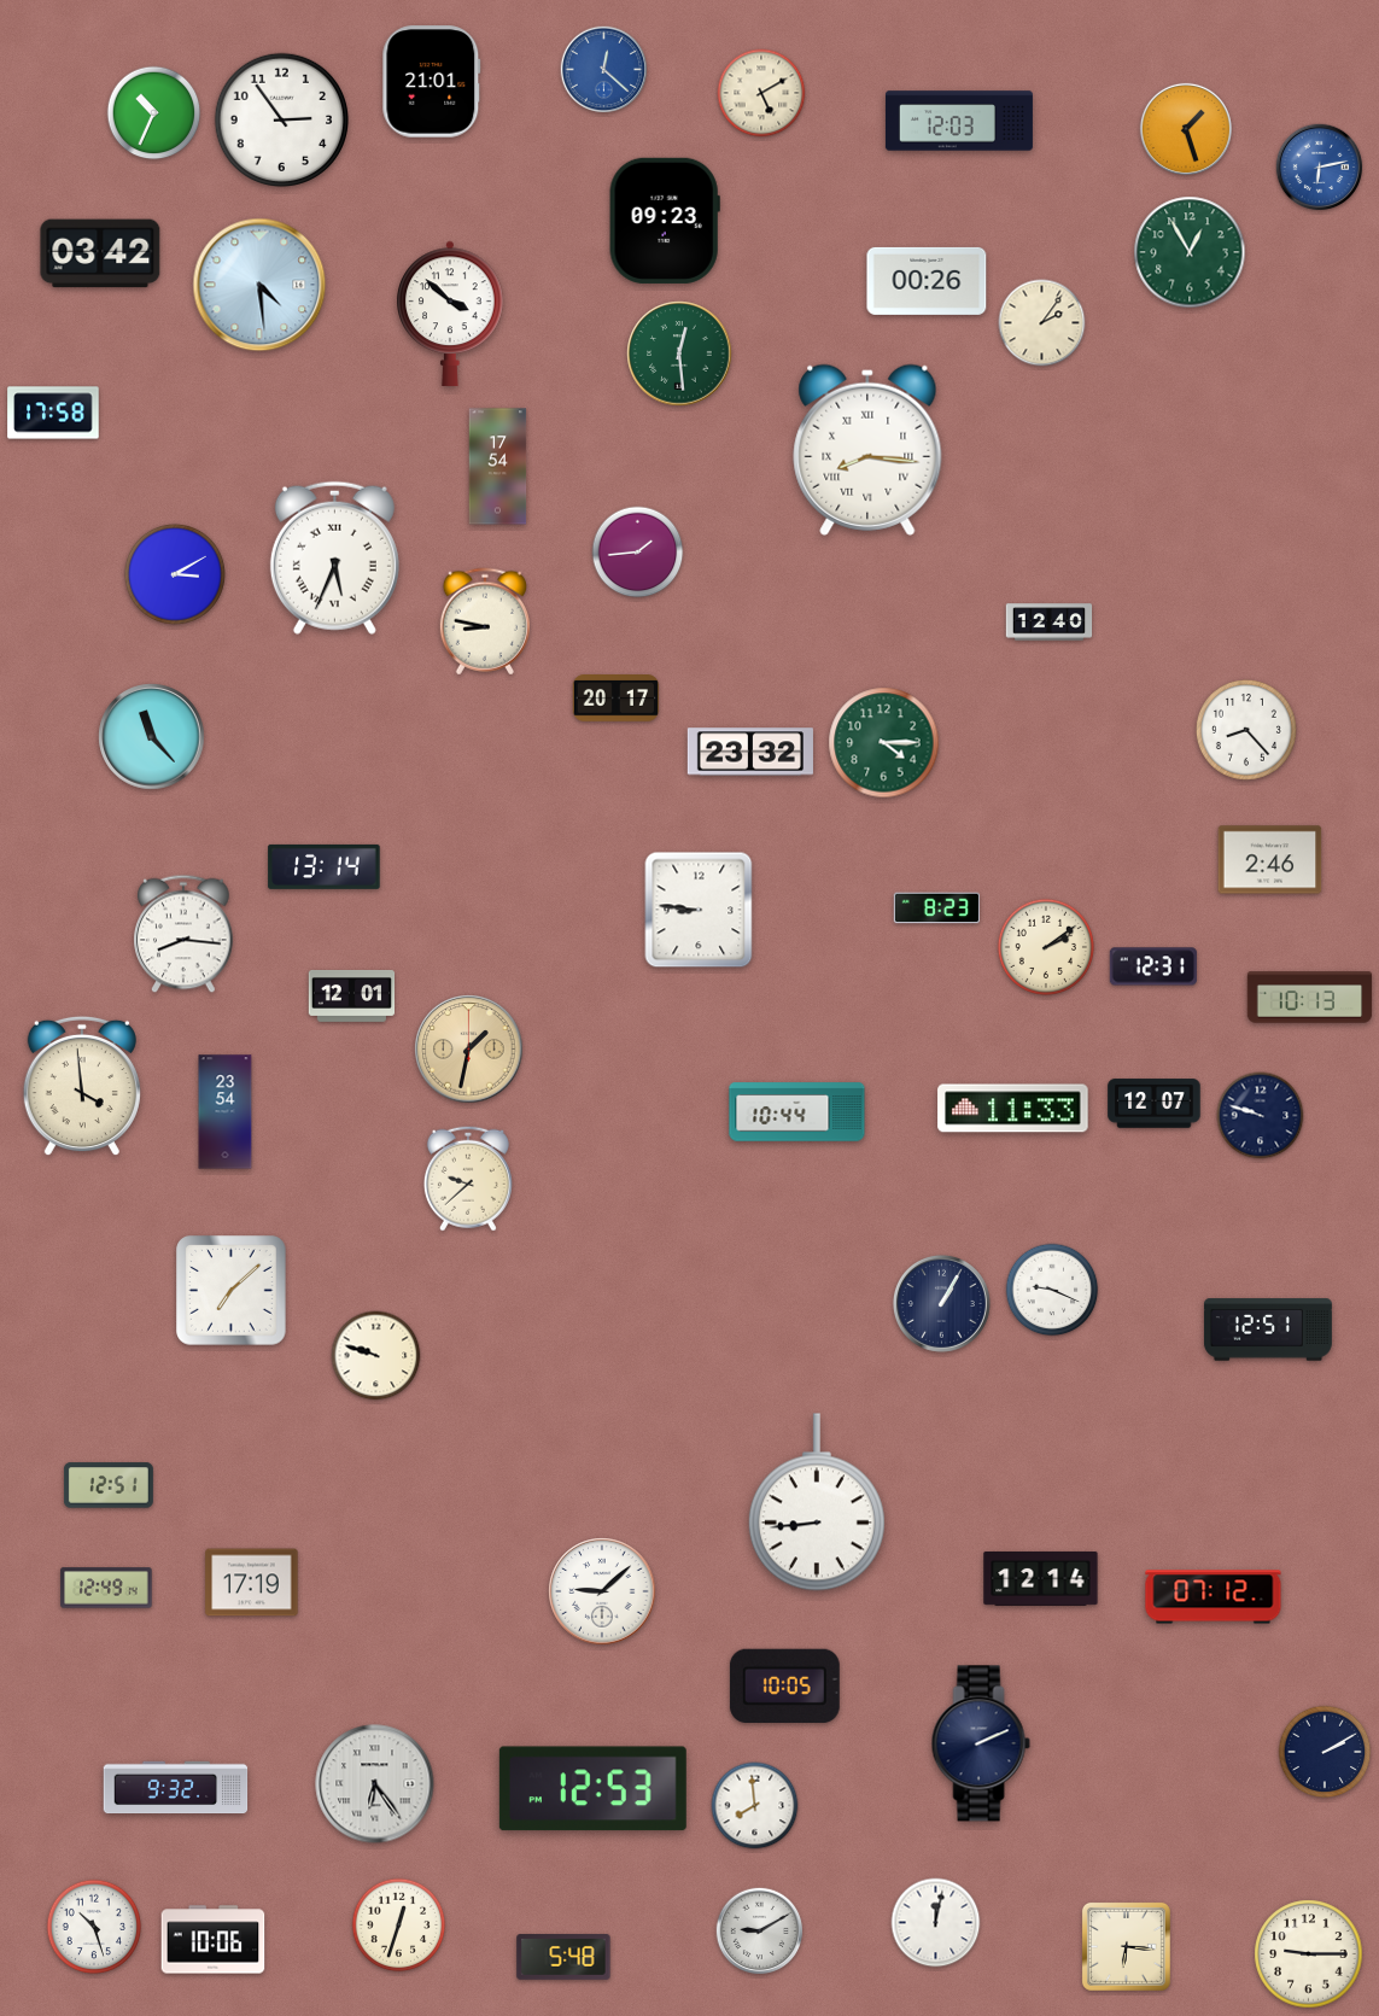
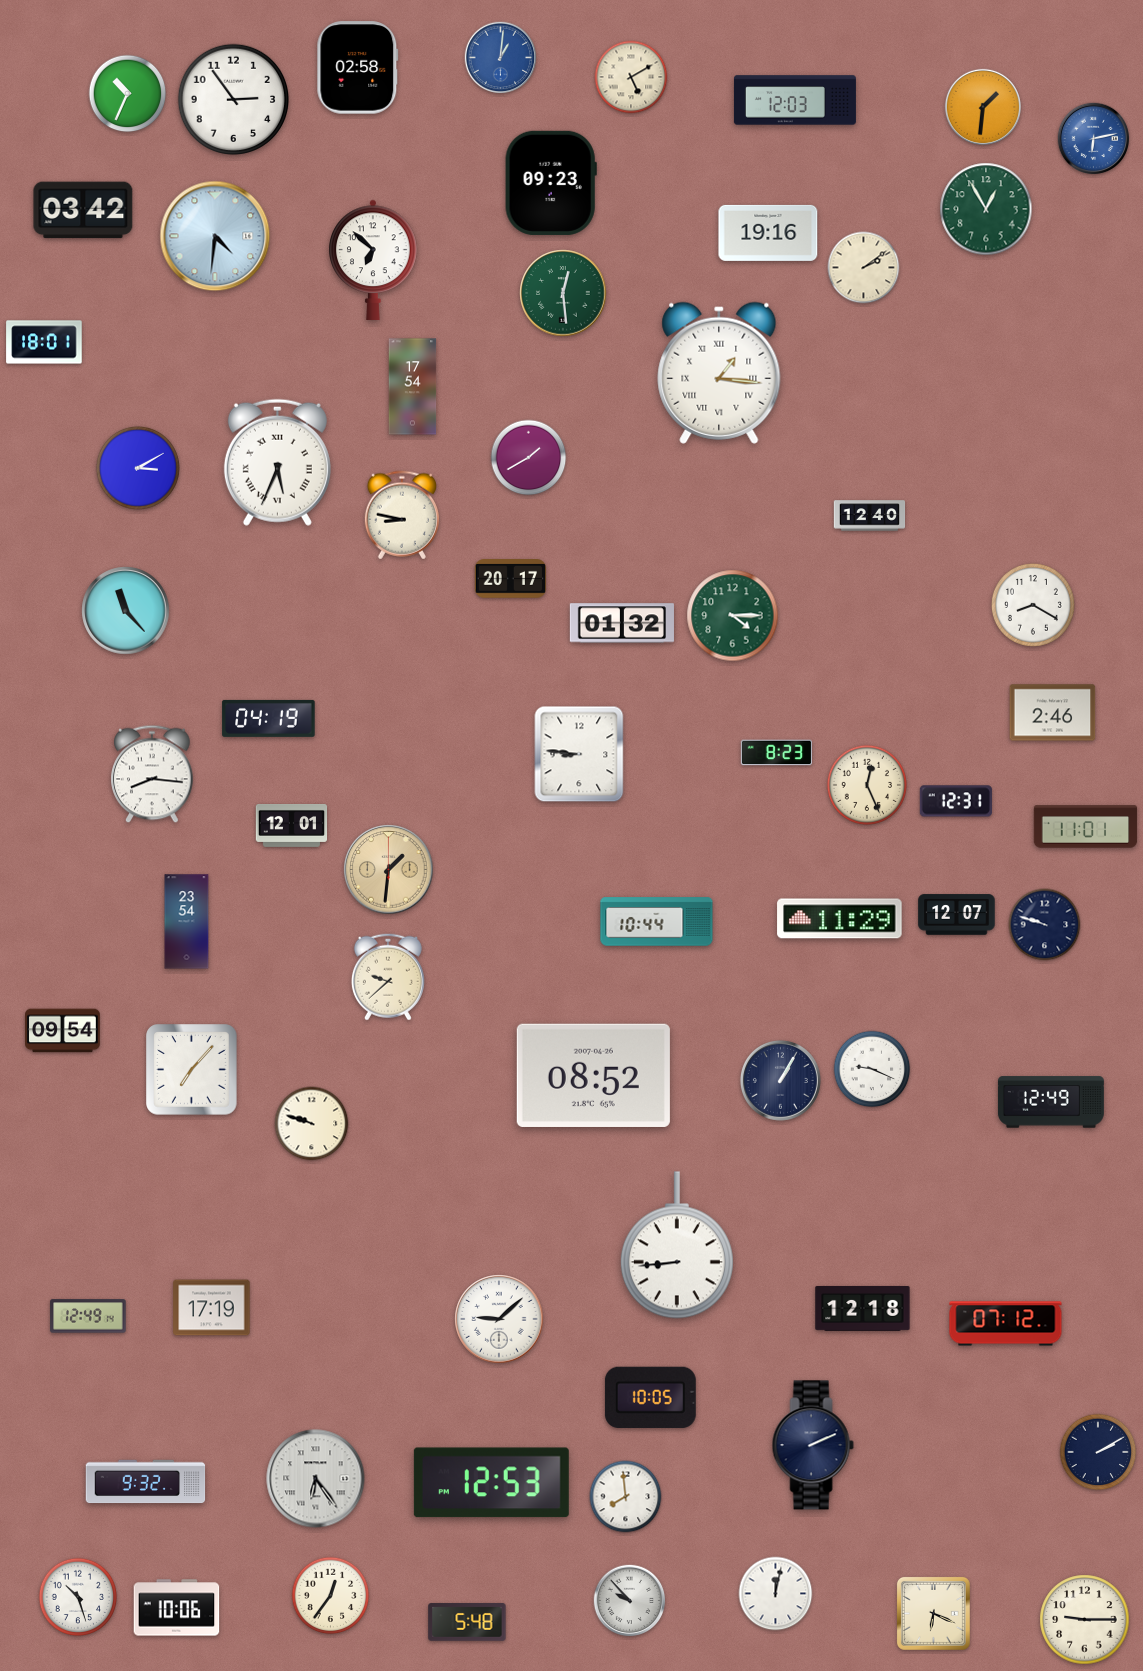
clock at (604, 70): 12:22 -> 1:01
clock at (432, 82): 21:01 -> 02:58
clock at (1186, 129): 1:27 -> 1:31
clock at (927, 281): 00:26 -> 19:16
clock at (259, 285): 4:29 -> 4:31
clock at (450, 314): 3:52 -> 6:52
clock at (1042, 323): 2:06 -> 2:09
clock at (53, 413): 17:58 -> 18:01
clock at (867, 450): 8:16 -> 1:16
clock at (638, 553): 1:44 -> 1:40
clock at (175, 574) position: (175, 574) -> (138, 468)
clock at (1246, 730): 8:23 -> 8:20
clock at (750, 752): 23:32 -> 01:32
clock at (325, 866): 13:14 -> 04:19
clock at (1045, 946): 2:09 -> 12:26
clock at (1310, 998): 10:13 -> 11:01
clock at (469, 1050): 1:32 -> 1:31
clock at (82, 1086): 3:59 -> none
clock at (1013, 1109): 11:33 -> 11:29
clock at (797, 1112) position: (797, 1112) -> (657, 922)
clock at (63, 1031): none -> 09:54
clock at (232, 1291): 7:08 -> 7:07
clock at (593, 1075): none -> 08:52
clock at (1268, 1330): 12:51 -> 12:49
clock at (109, 1485): 12:51 -> none
clock at (1041, 1578): 12:14 -> 12:18
clock at (252, 1583) position: (252, 1583) -> (212, 1308)
clock at (375, 1784) position: (375, 1784) -> (316, 1479)
clock at (399, 1926): 12:33 -> 12:36
clock at (760, 1932): 9:10 -> 9:53
clock at (1126, 1946): 6:16 -> 6:19
